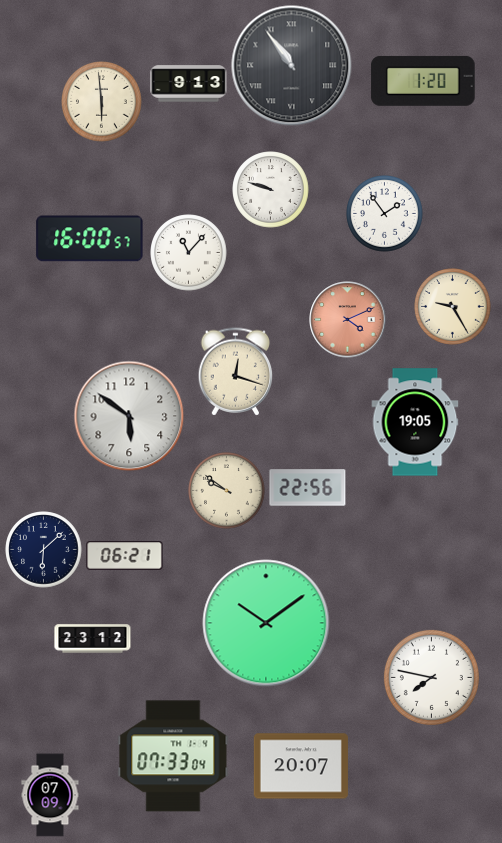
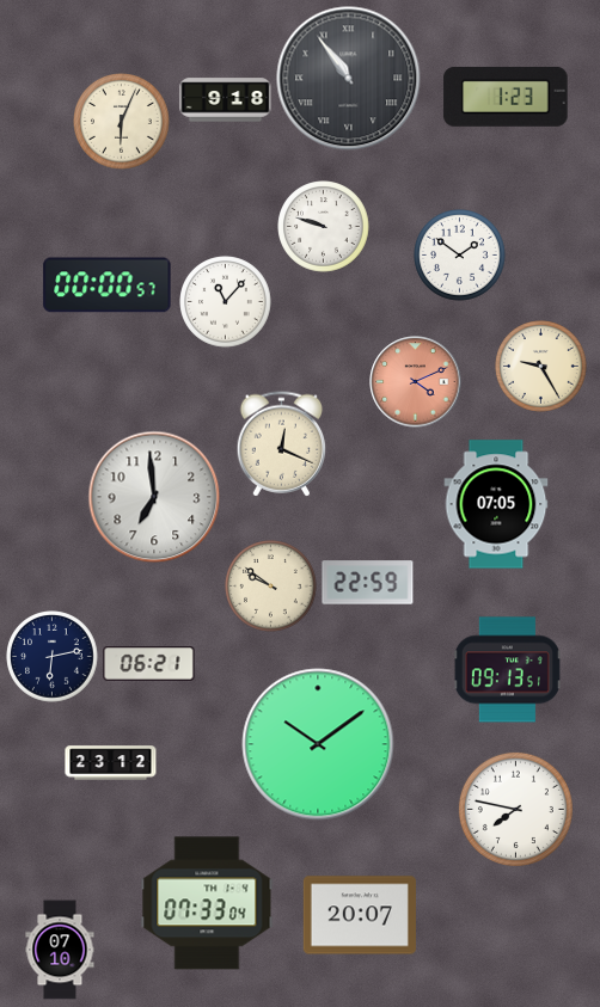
clock at (423, 81): 1:20 -> 1:23
clock at (189, 84): 9:13 -> 9:18
clock at (102, 102): 5:59 -> 6:04
clock at (385, 214): 1:54 -> 1:51
clock at (90, 239): 16:00 -> 00:00
clock at (236, 372): 12:18 -> 12:19
clock at (129, 416): 5:51 -> 6:59
clock at (415, 422): 19:05 -> 07:05
clock at (308, 488): 22:56 -> 22:59
clock at (44, 550): 6:08 -> 6:13
clock at (507, 670): none -> 09:13
clock at (50, 795): 07:09 -> 07:10
